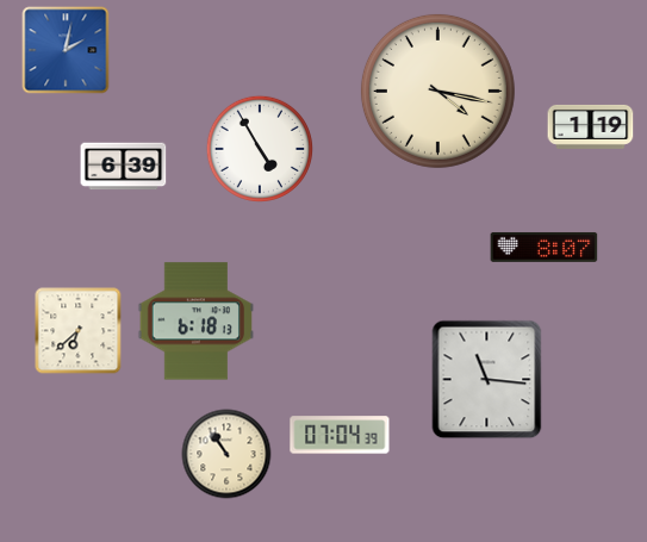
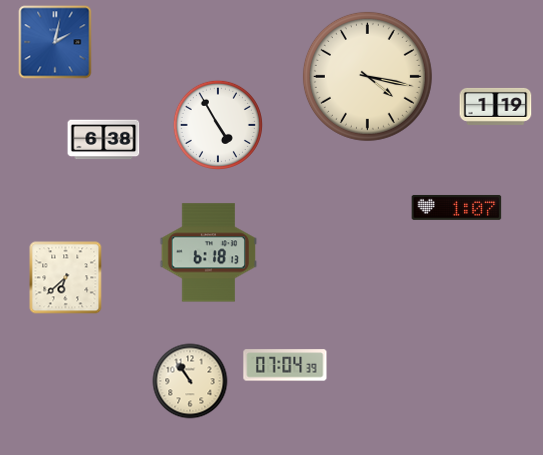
clock at (124, 167): 6:39 -> 6:38
clock at (545, 247): 8:07 -> 1:07
clock at (197, 322) position: (197, 322) -> (209, 253)
clock at (487, 380): 11:16 -> none
